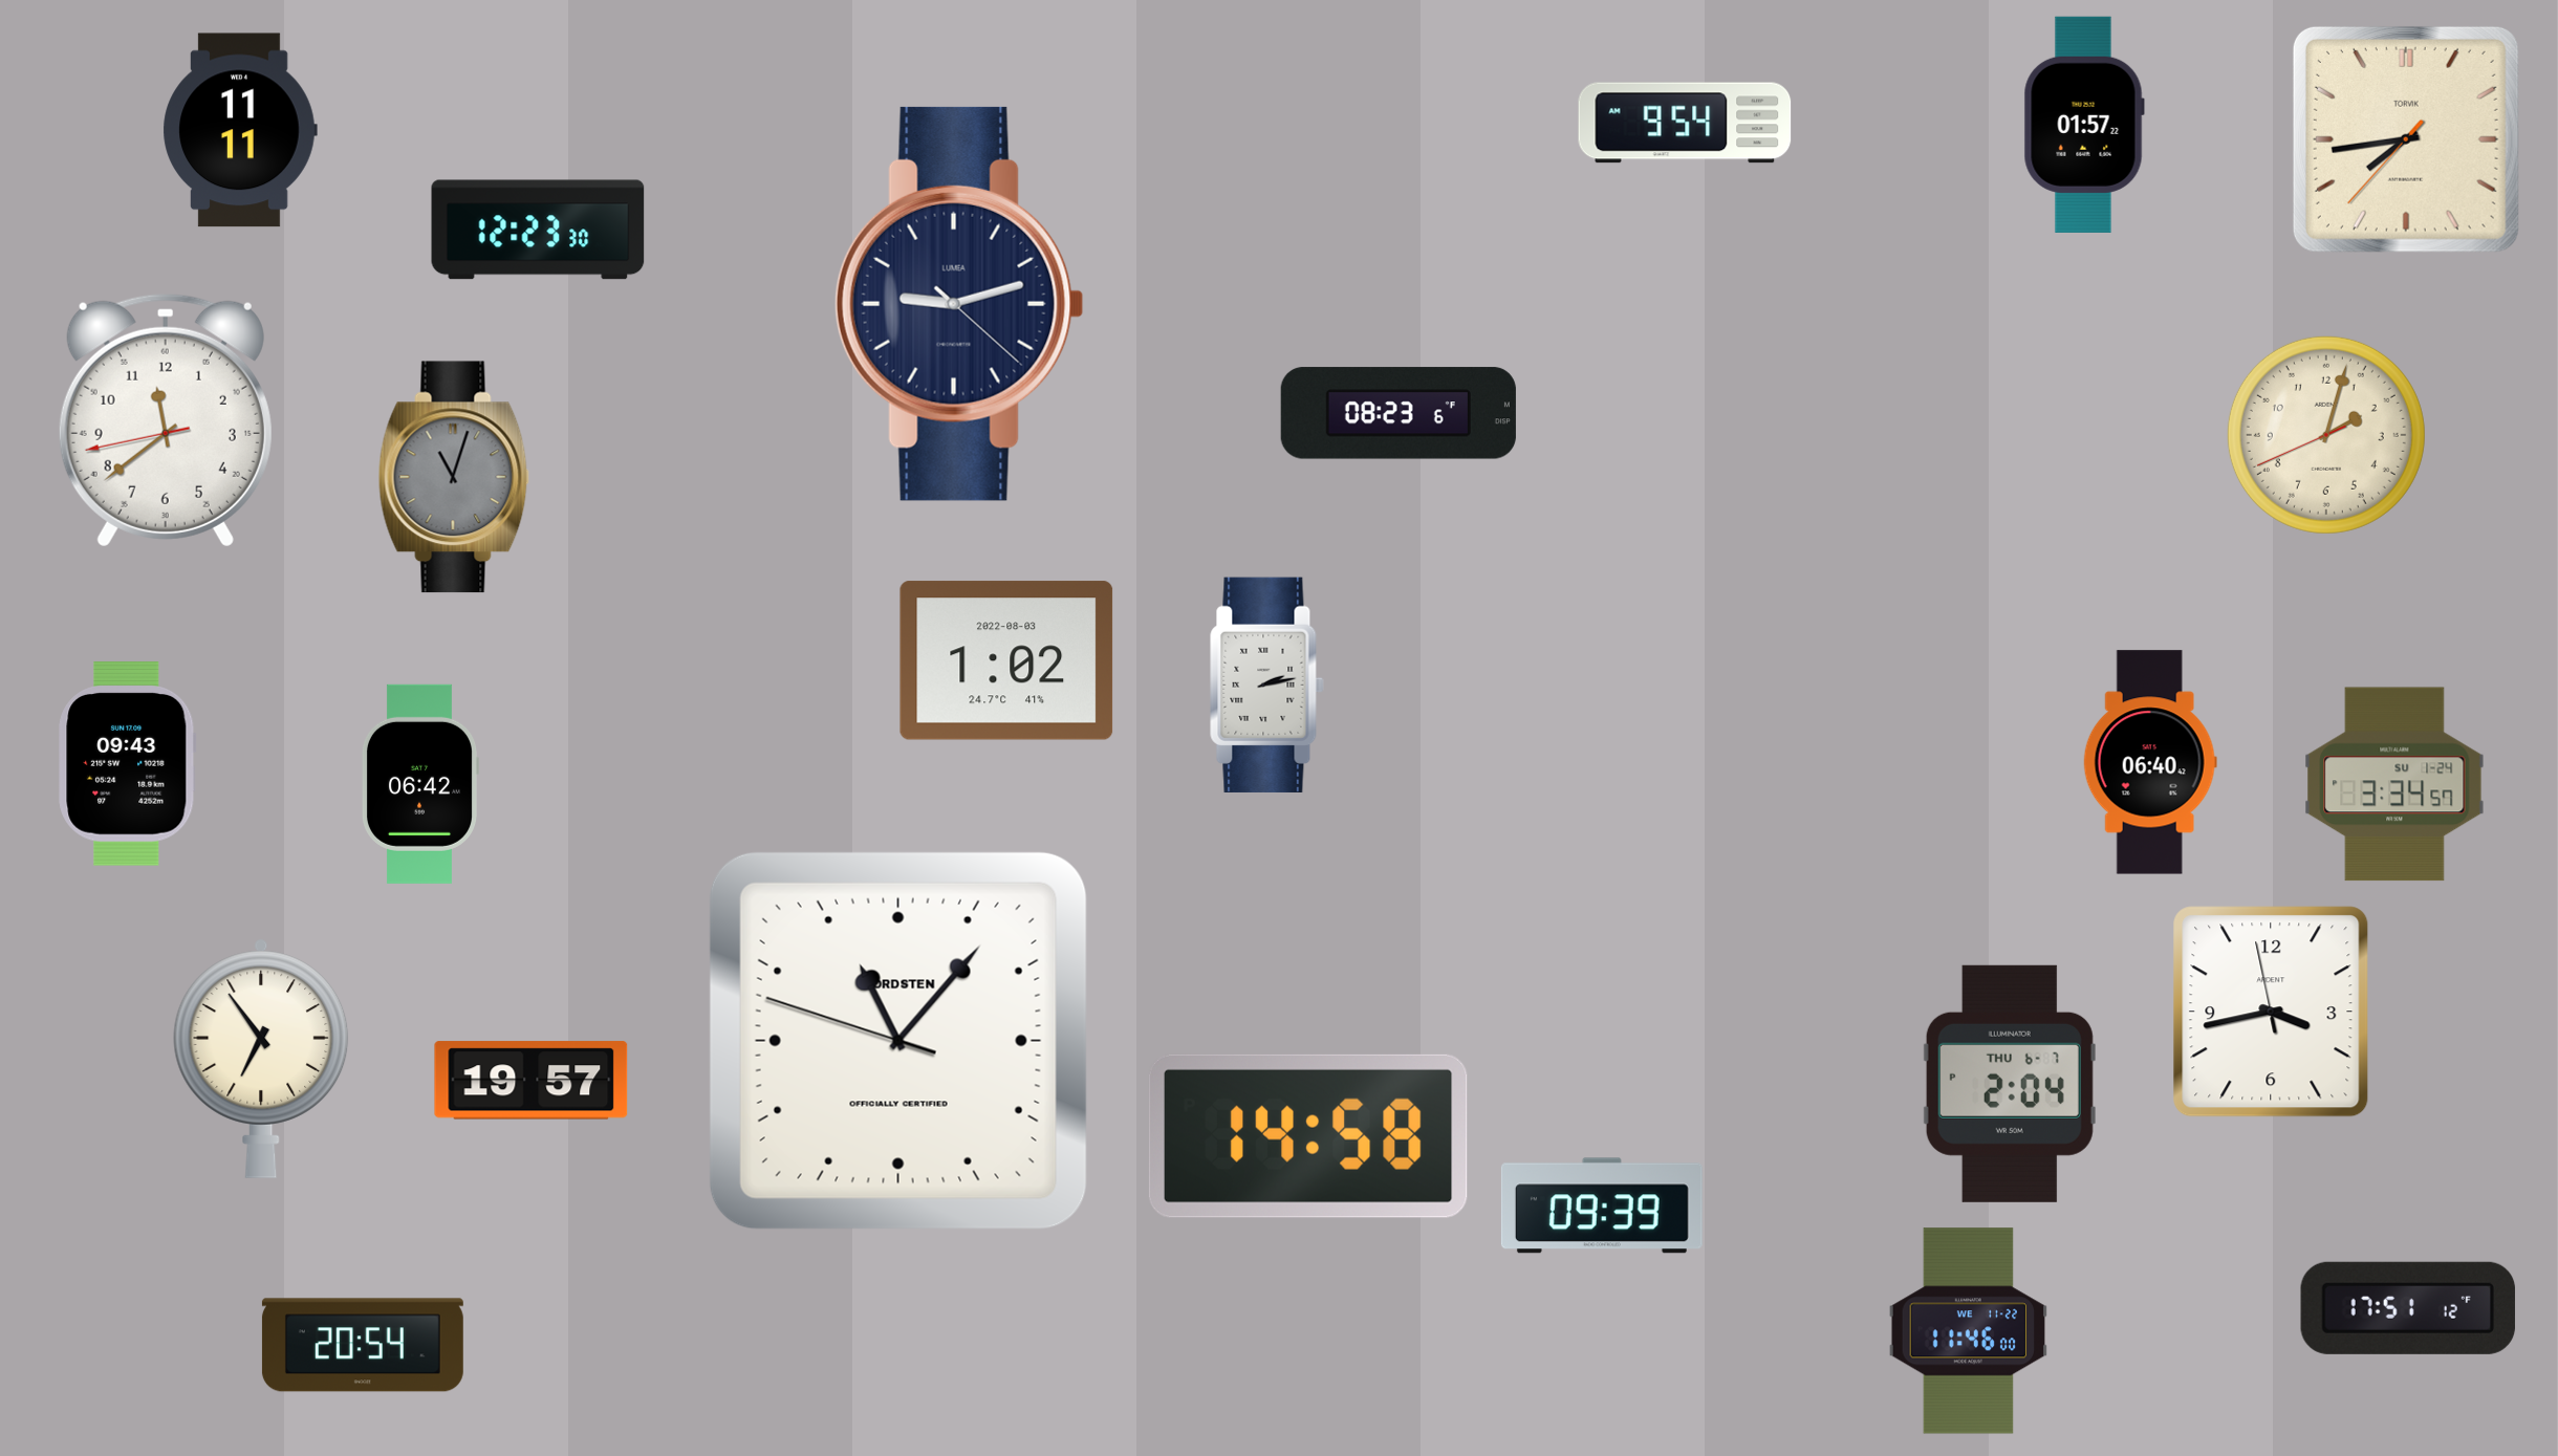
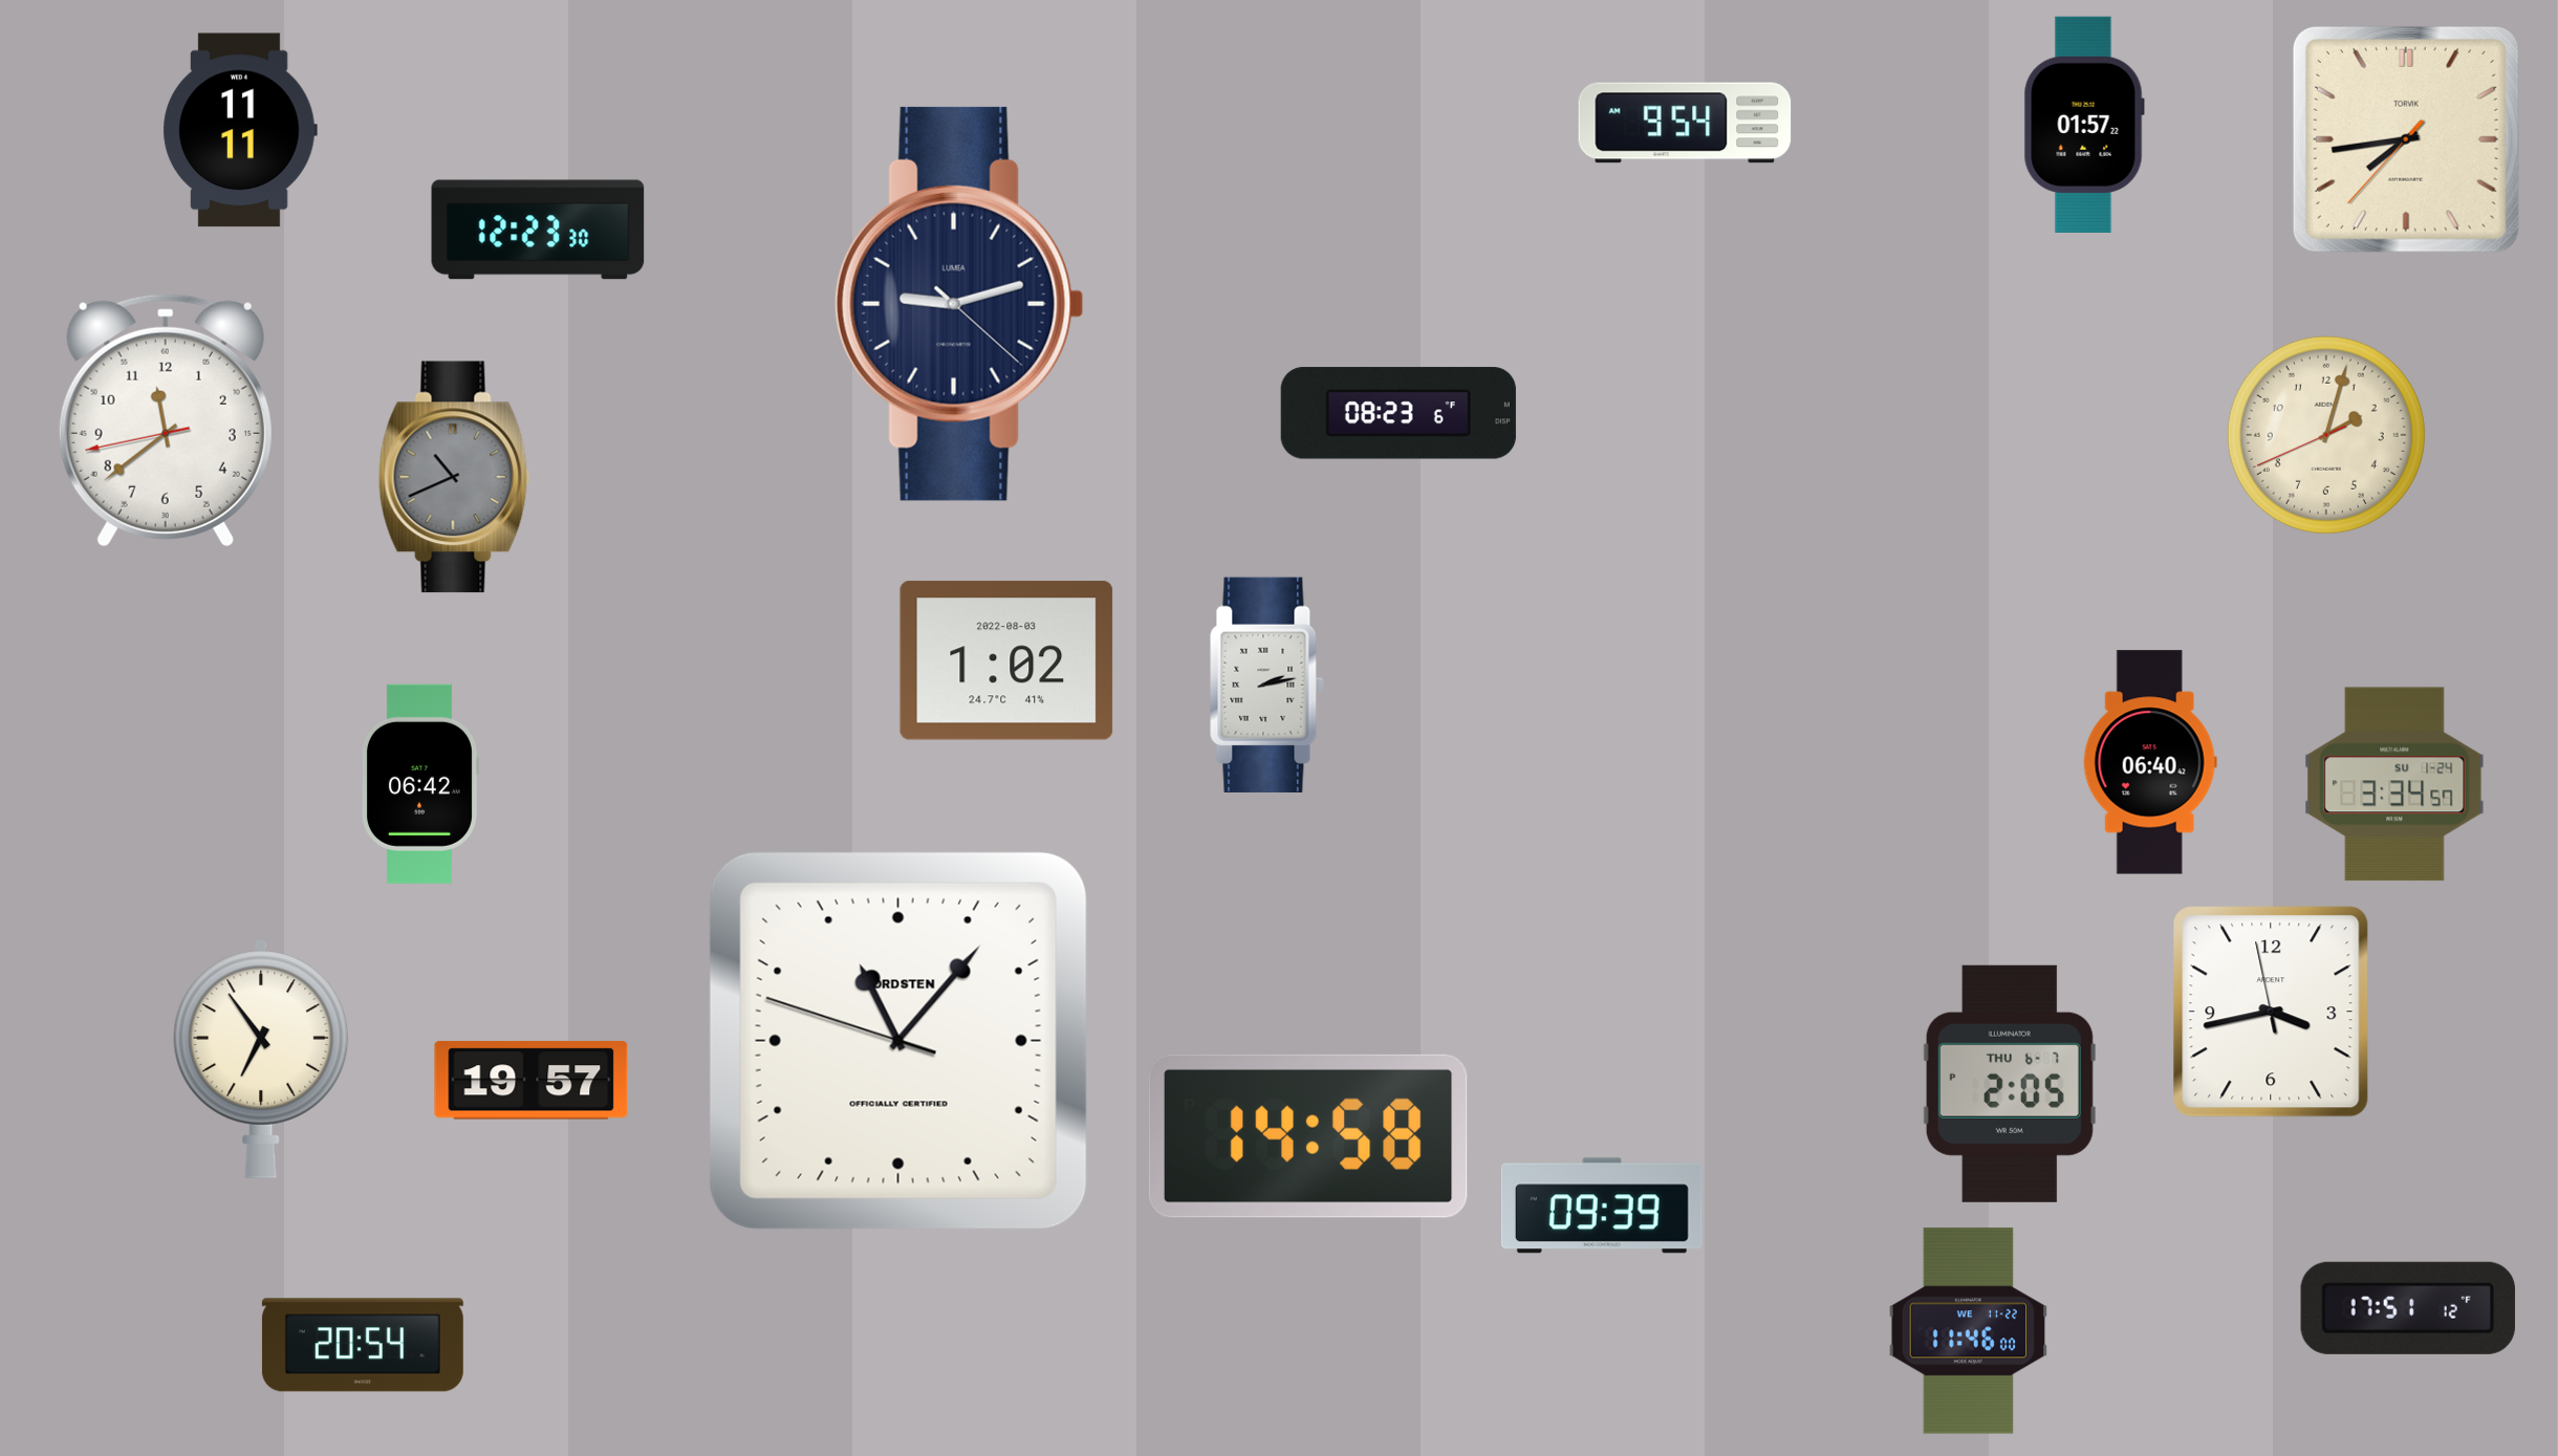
clock at (454, 477): 11:03 -> 10:41
clock at (128, 764): 09:43 -> none
clock at (2010, 1084): 2:04 -> 2:05
